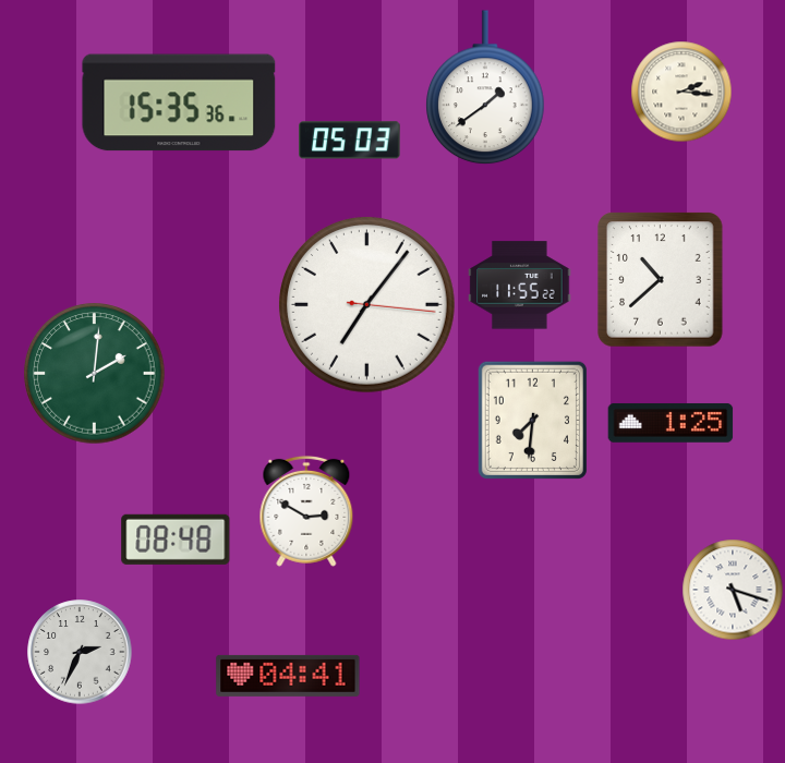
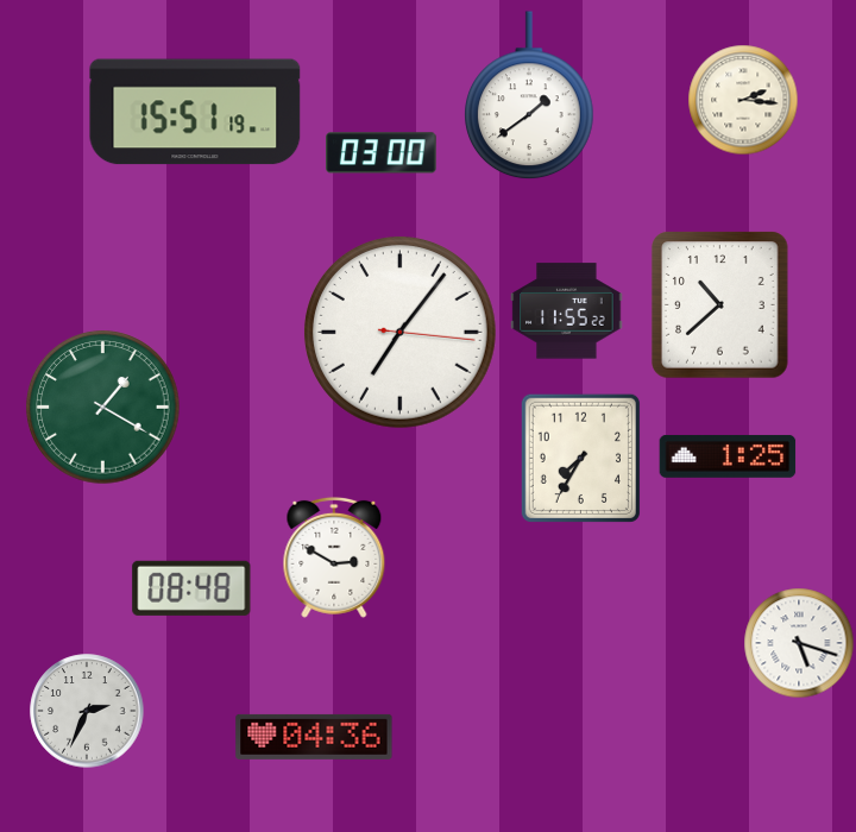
clock at (179, 102): 15:35 -> 15:51
clock at (350, 141): 05:03 -> 03:00
clock at (95, 374): 2:01 -> 1:20
clock at (532, 420): 7:31 -> 7:35
clock at (671, 423) position: (671, 423) -> (728, 456)
clock at (288, 676): 04:41 -> 04:36
